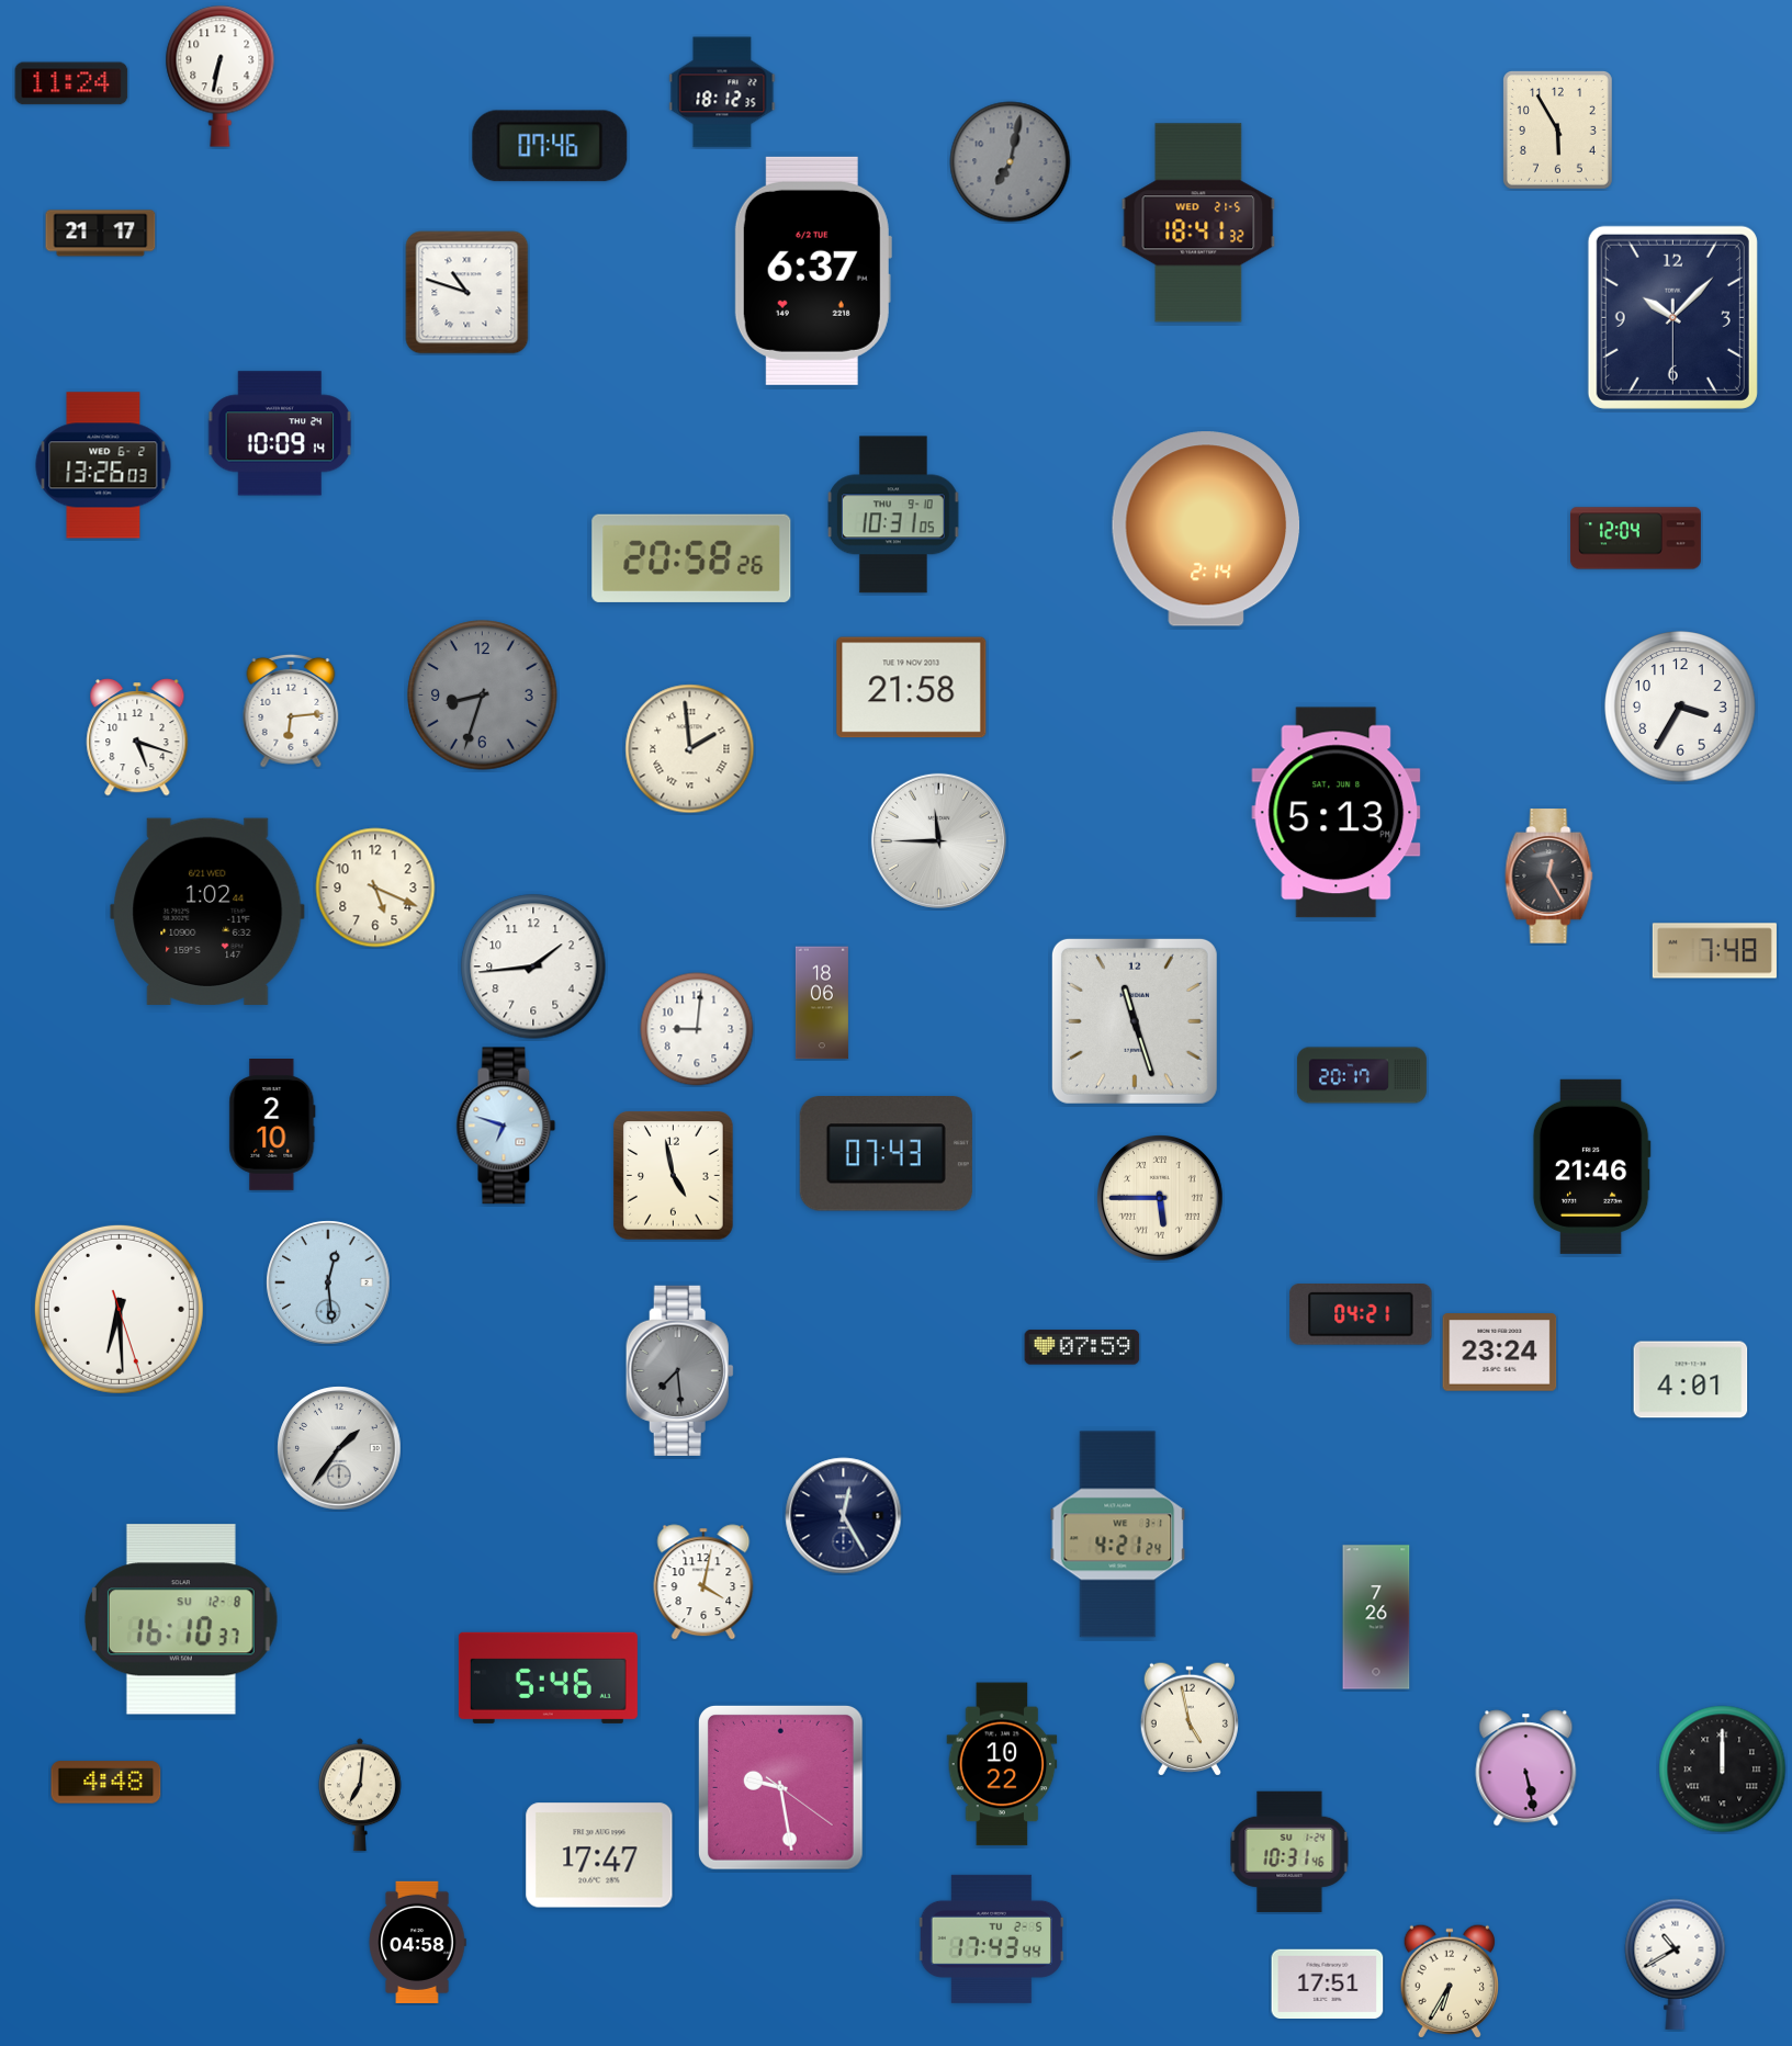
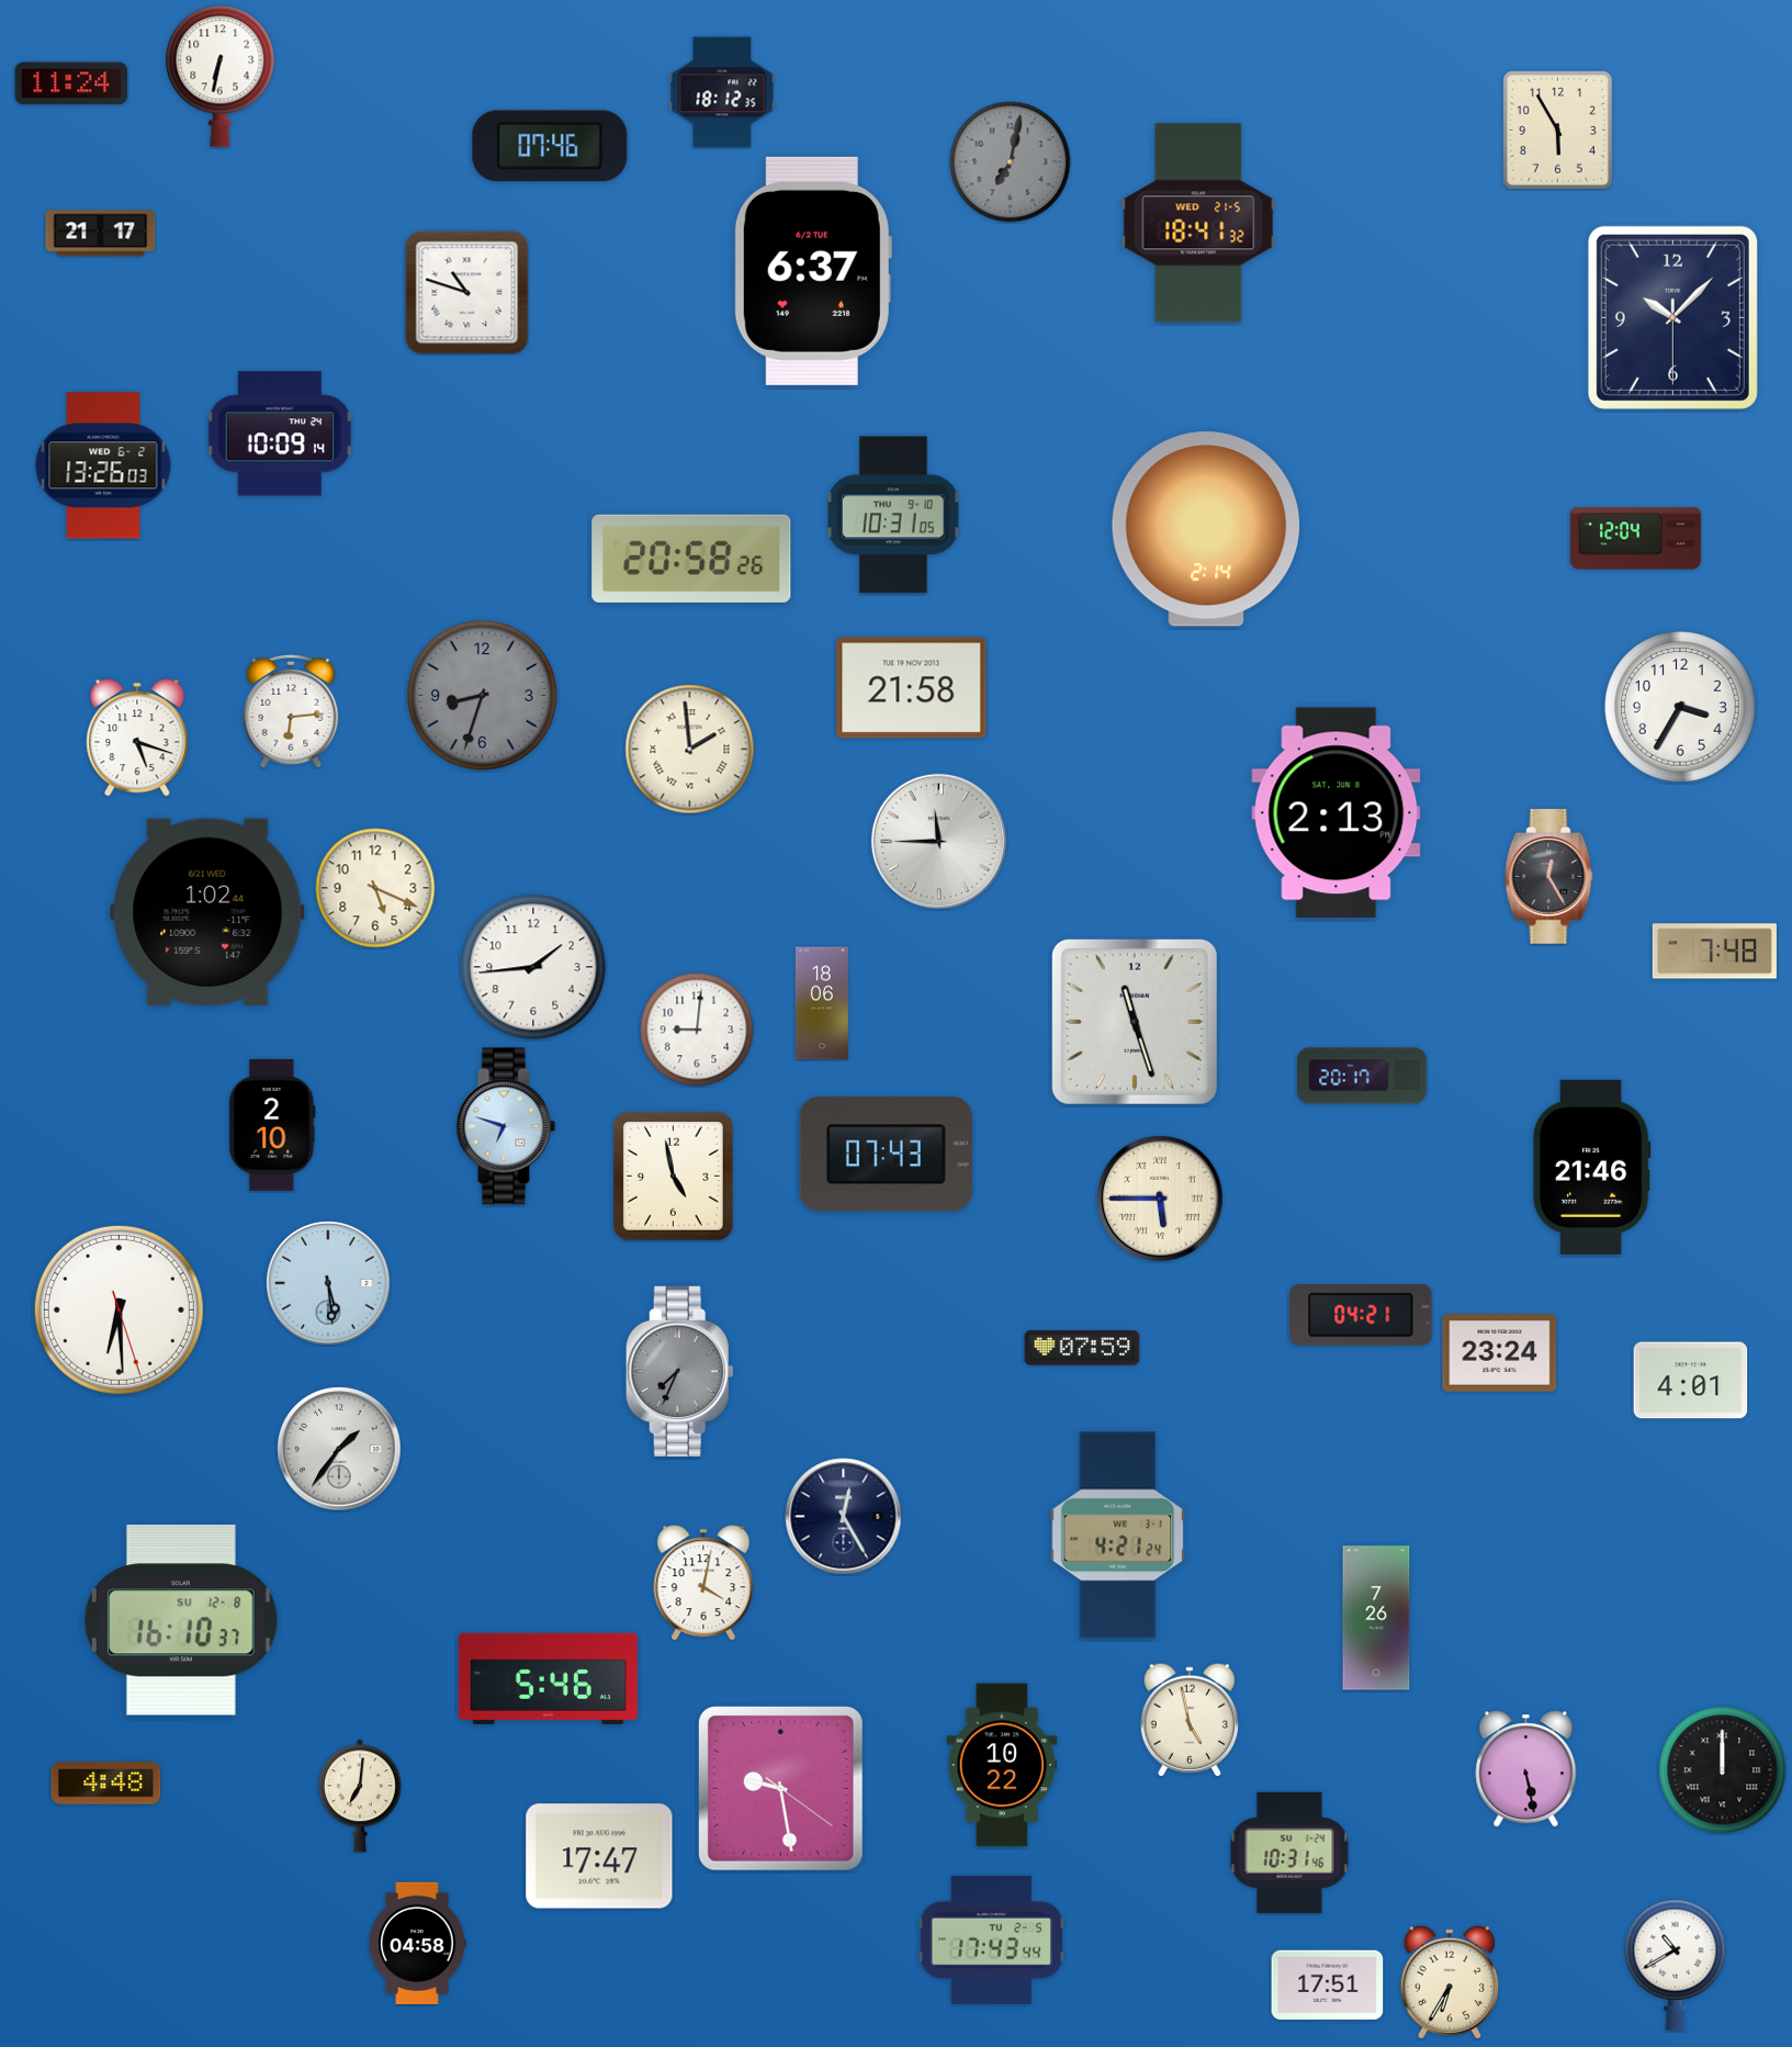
clock at (1337, 813): 5:13 -> 2:13
clock at (328, 1282): 12:29 -> 5:29
clock at (679, 1370): 7:29 -> 7:34
